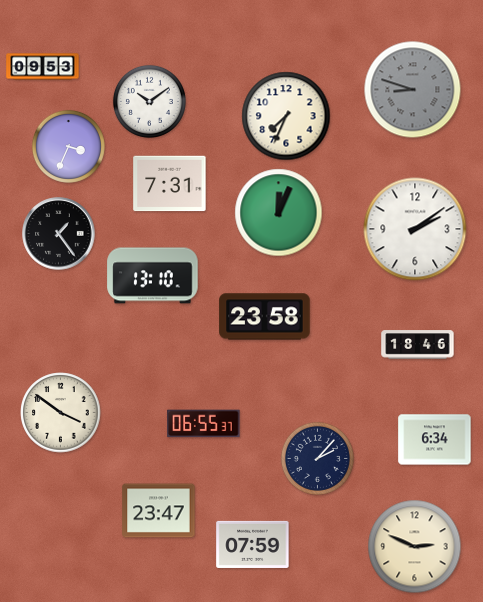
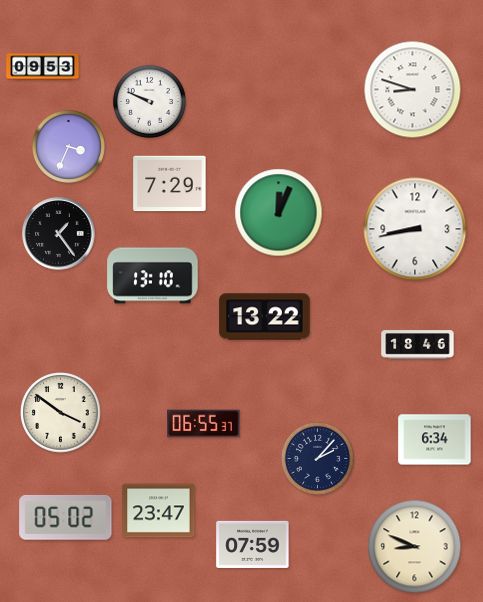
clock at (413, 90) dial: grey -> white
clock at (149, 101): 10:09 -> 9:49
clock at (286, 116): 7:34 -> none
clock at (170, 184): 7:31 -> 7:29
clock at (415, 229): 2:09 -> 8:43
clock at (265, 317): 23:58 -> 13:22
clock at (66, 517): none -> 05:02
clock at (415, 547): 2:49 -> 8:49
